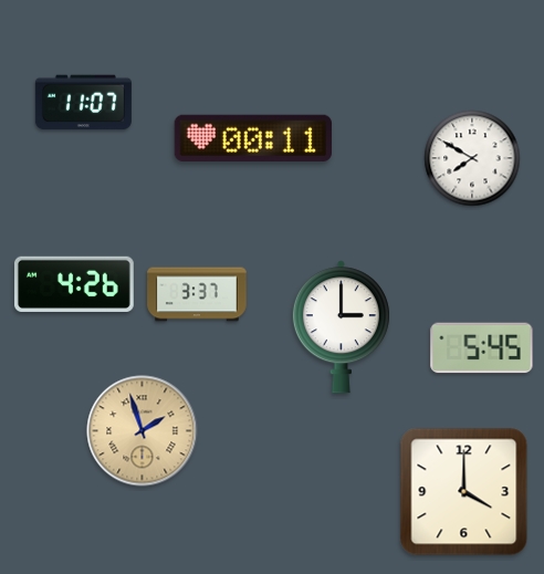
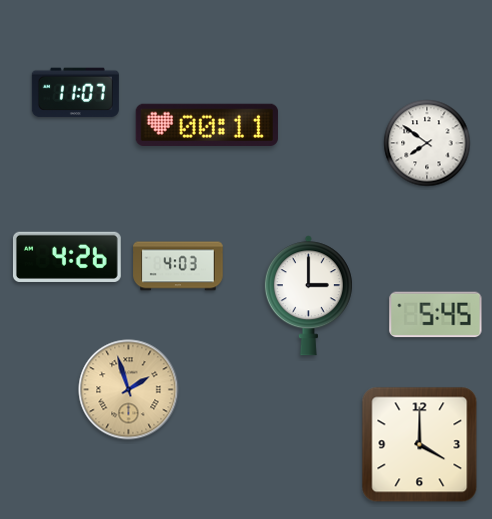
clock at (253, 138) position: (253, 138) -> (207, 125)
clock at (472, 158): 7:50 -> 7:51
clock at (197, 294): 3:37 -> 4:03
